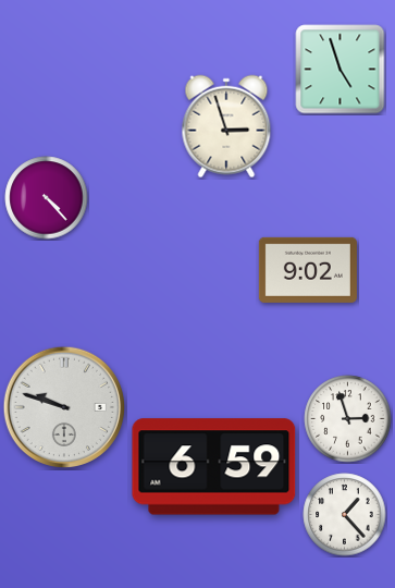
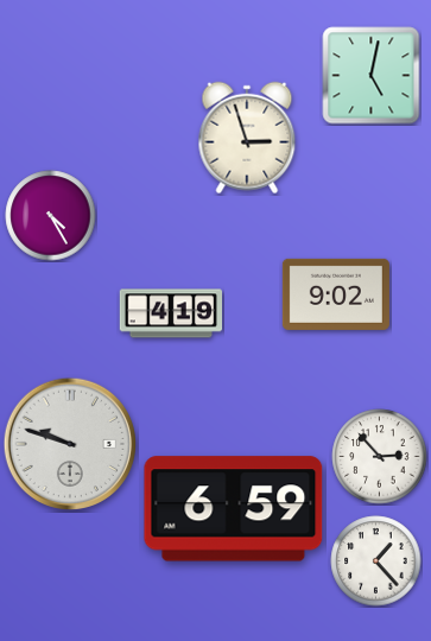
clock at (341, 70): 4:57 -> 5:02
clock at (47, 198): 4:23 -> 4:25
clock at (170, 313): none -> 4:19
clock at (348, 419): 2:57 -> 2:53
